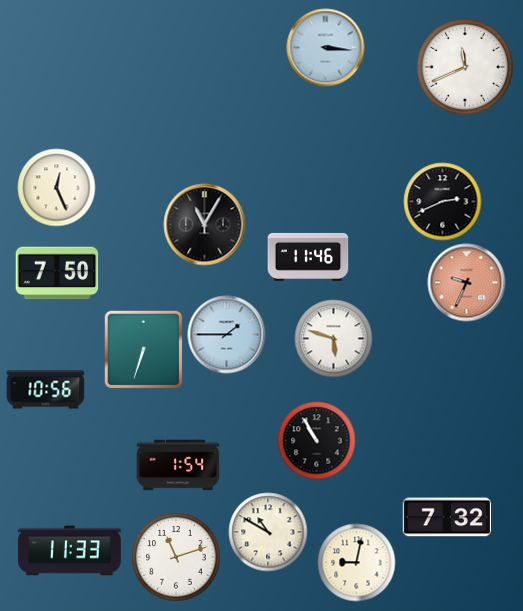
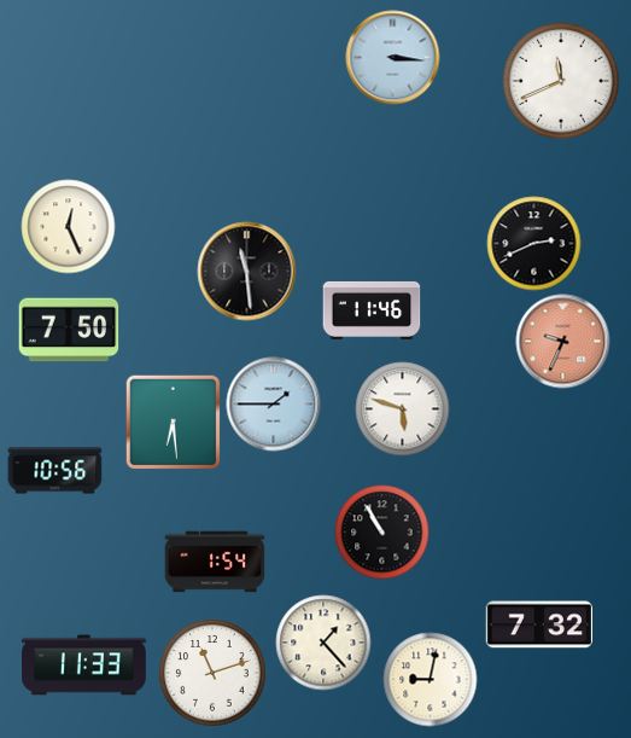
clock at (204, 224): 11:05 -> 11:29
clock at (143, 349): 6:33 -> 6:29
clock at (268, 532): 10:50 -> 1:23
